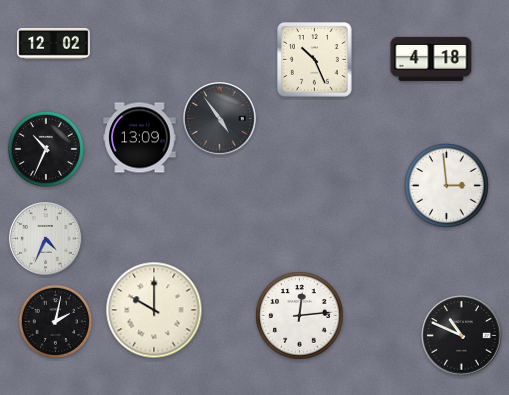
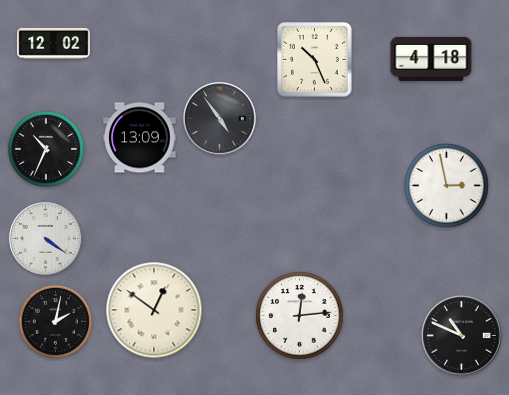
clock at (447, 186): 2:59 -> 2:58
clock at (46, 239): 4:34 -> 4:21
clock at (154, 310): 10:00 -> 12:51
